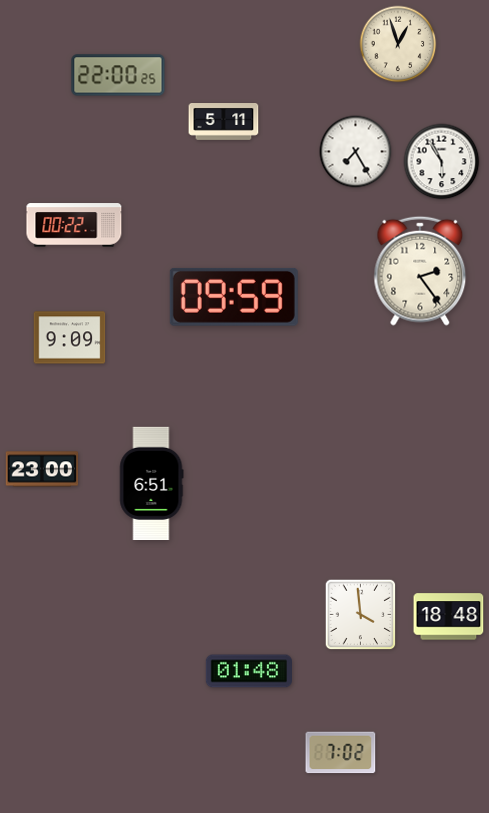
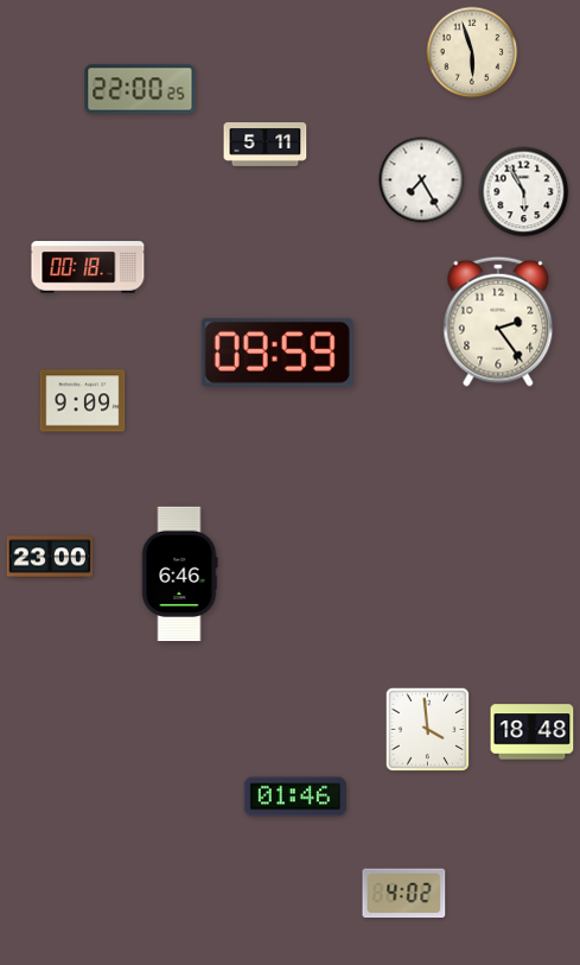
clock at (398, 44): 12:57 -> 5:57
clock at (74, 225): 00:22 -> 00:18
clock at (151, 483): 6:51 -> 6:46
clock at (248, 671): 01:48 -> 01:46
clock at (341, 753): 7:02 -> 4:02
